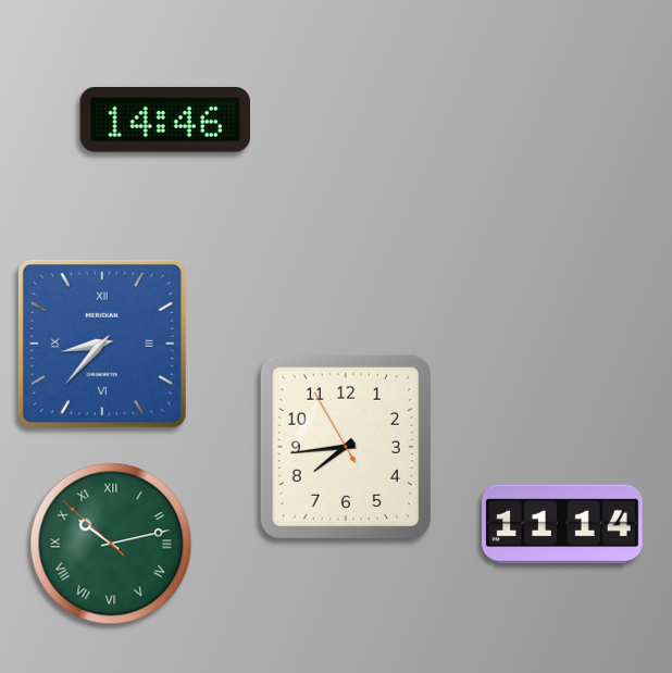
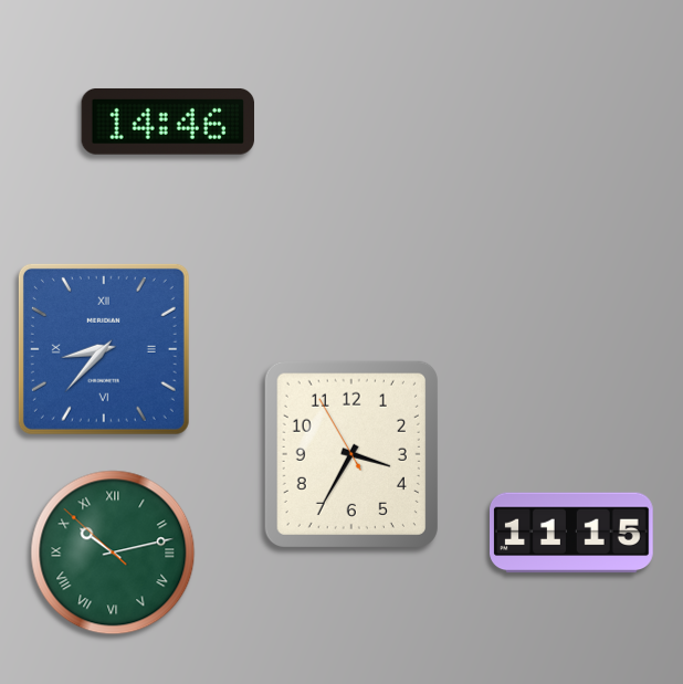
clock at (346, 447): 7:43 -> 3:34
clock at (563, 524): 11:14 -> 11:15
